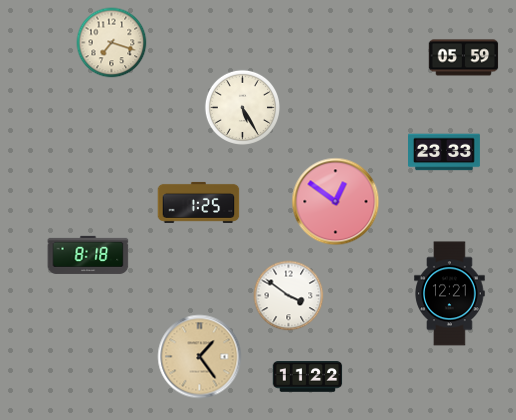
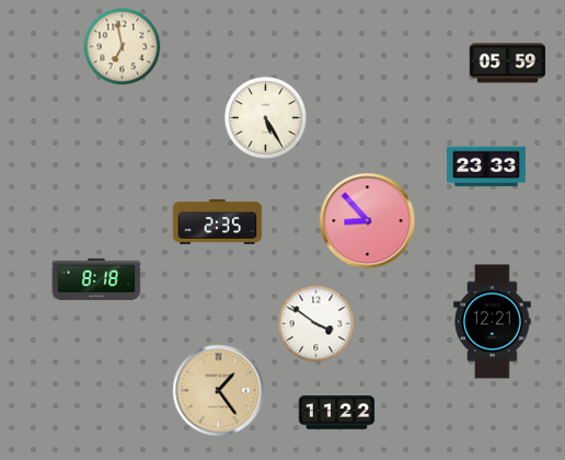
clock at (112, 43): 7:18 -> 6:58
clock at (199, 202): 1:25 -> 2:35
clock at (336, 202): 12:51 -> 8:53
